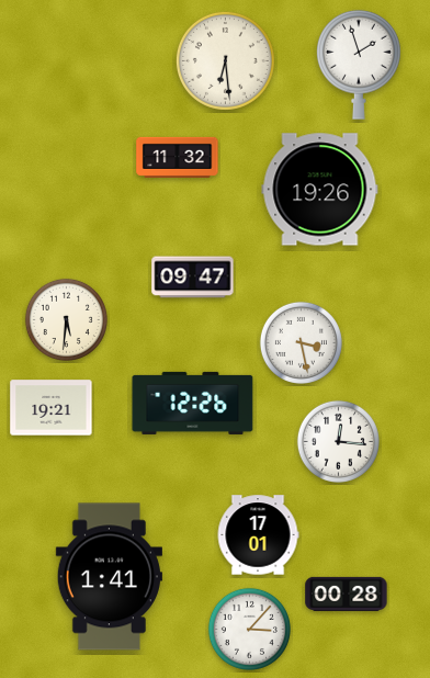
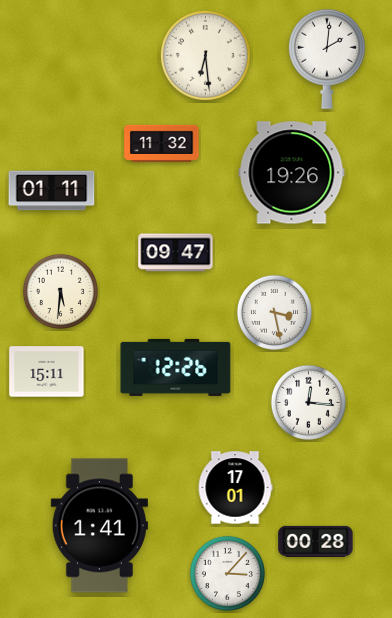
clock at (359, 65): 1:57 -> 2:01
clock at (52, 191): none -> 01:11
clock at (52, 408): 19:21 -> 15:11
